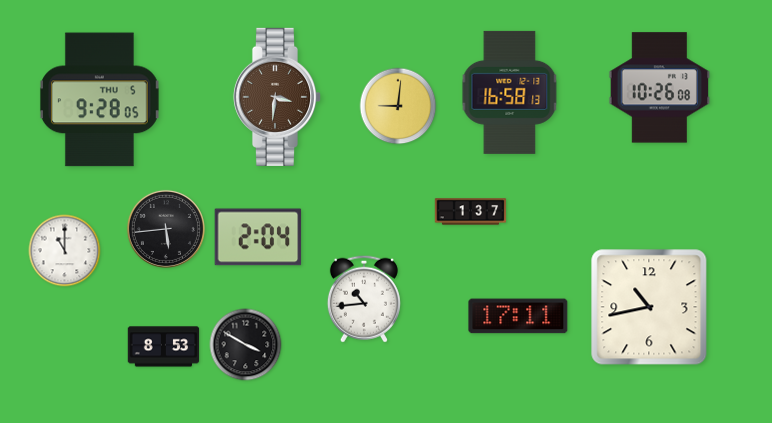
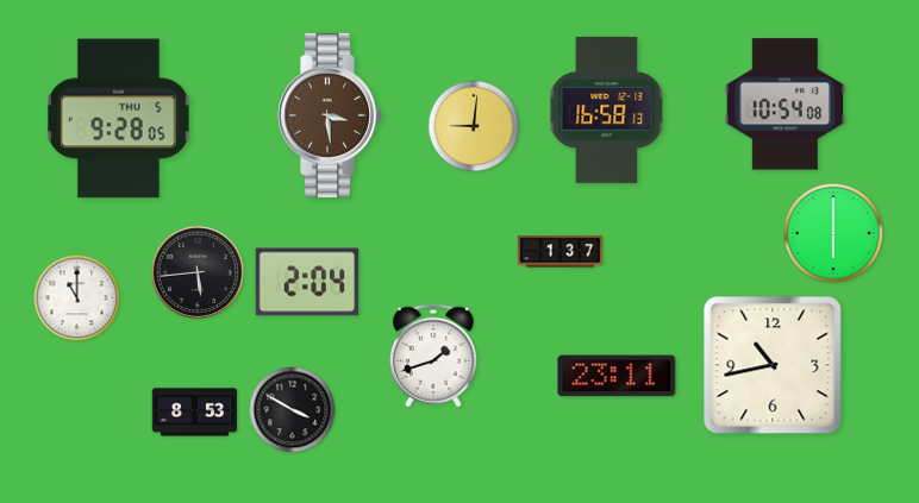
clock at (660, 88): 10:26 -> 10:54
clock at (276, 97): 3:31 -> 3:29
clock at (833, 233): none -> 6:00
clock at (364, 299): 10:44 -> 1:42
clock at (518, 316): 17:11 -> 23:11
